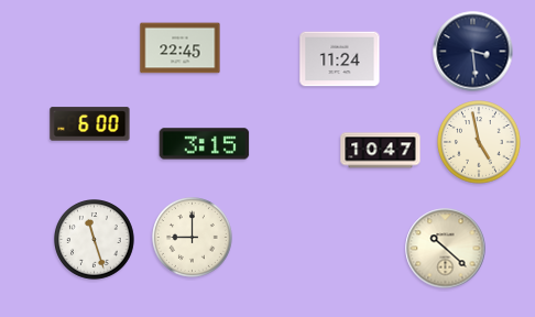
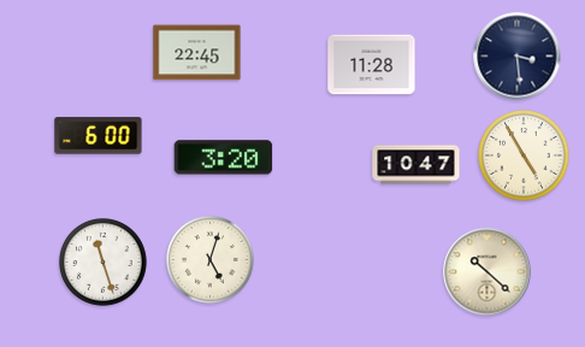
clock at (340, 59): 11:24 -> 11:28
clock at (479, 142): 4:58 -> 4:55
clock at (205, 144): 3:15 -> 3:20
clock at (193, 238): 9:00 -> 5:03
